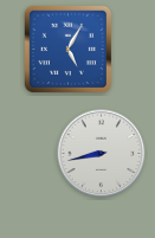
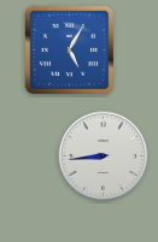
clock at (102, 154): 8:43 -> 8:44
